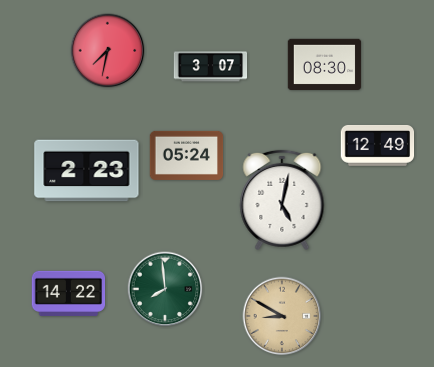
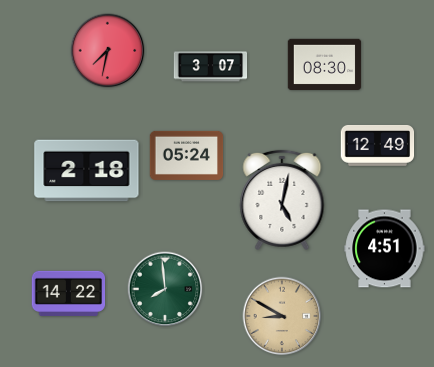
clock at (87, 171): 2:23 -> 2:18
clock at (385, 249): none -> 4:51
